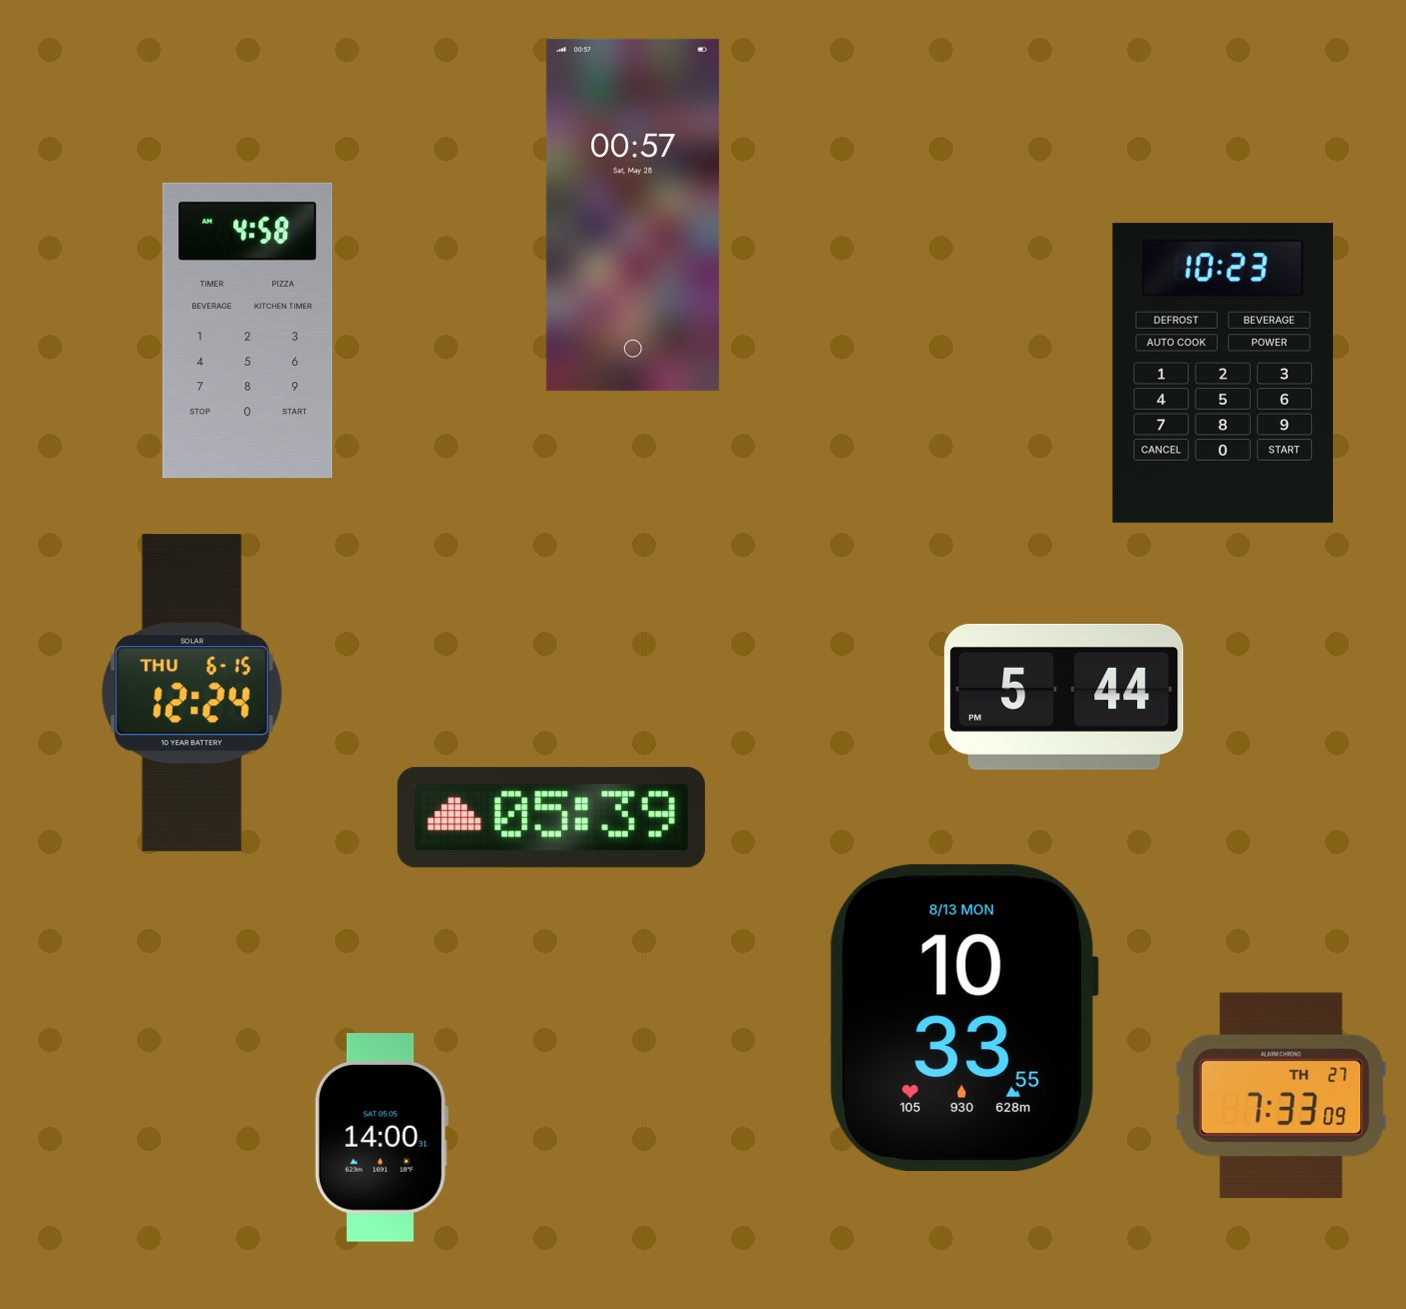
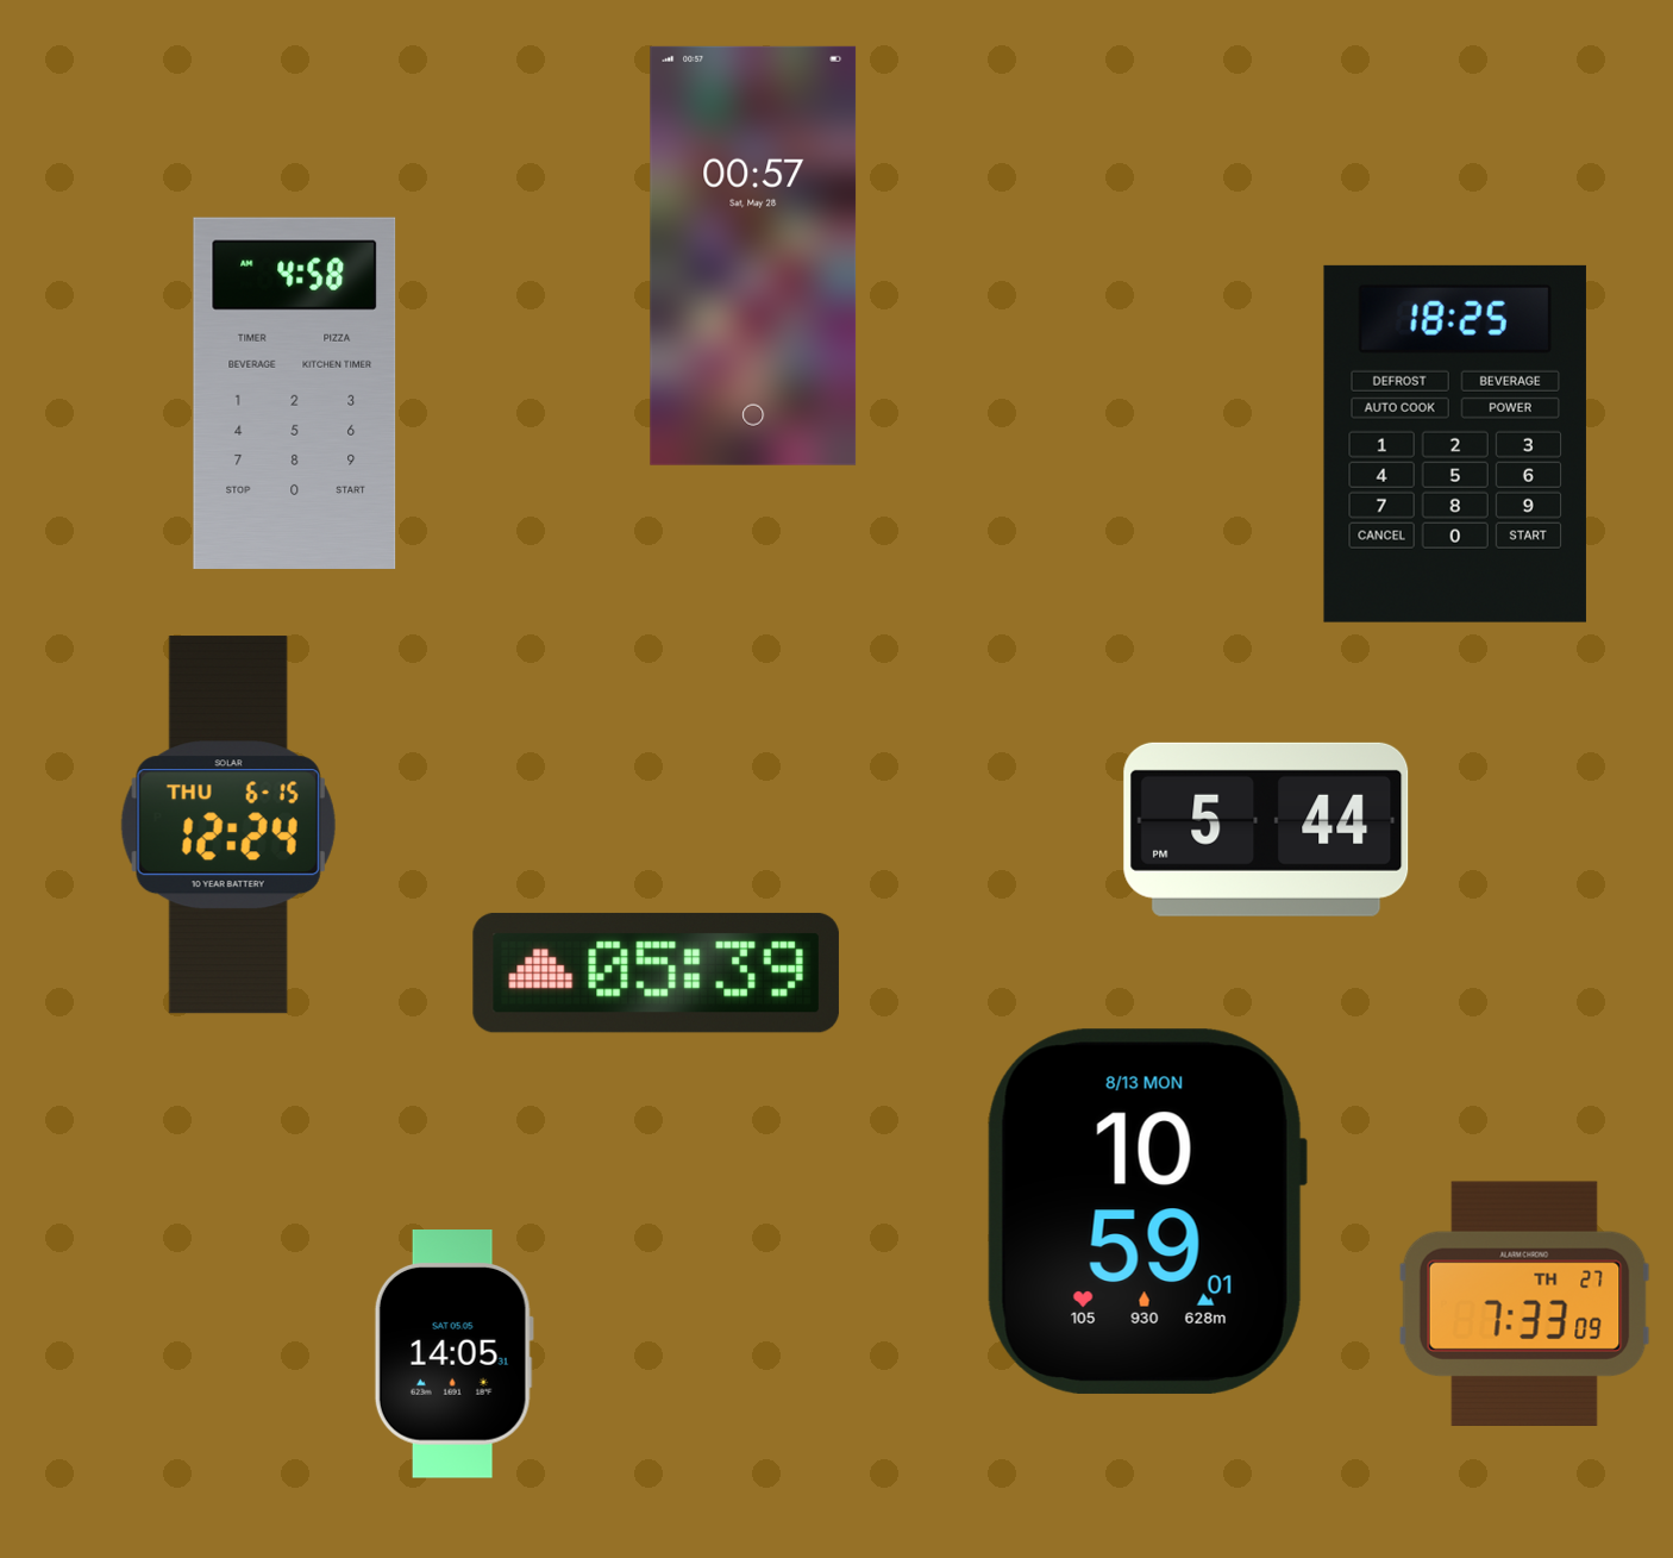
clock at (1223, 373): 10:23 -> 18:25
clock at (964, 1018): 10:33 -> 10:59
clock at (381, 1138): 14:00 -> 14:05
